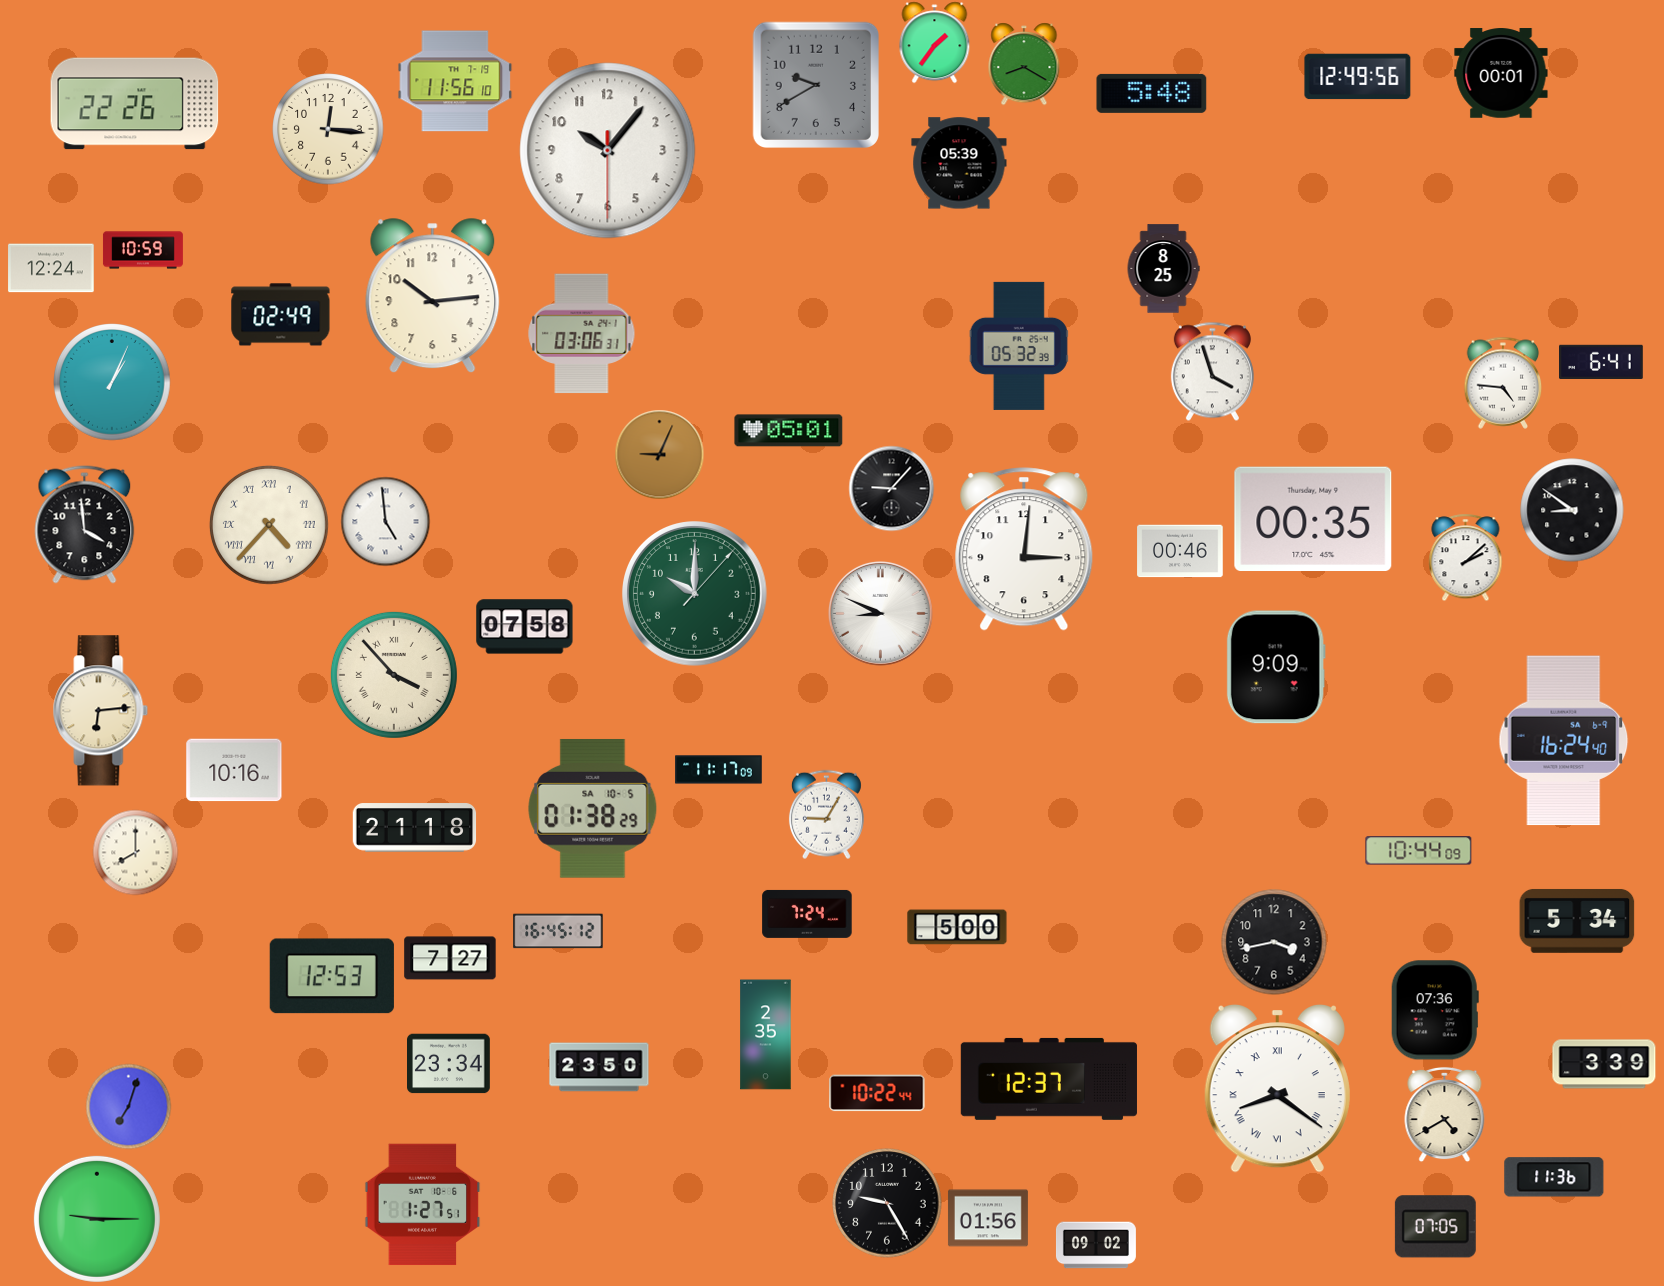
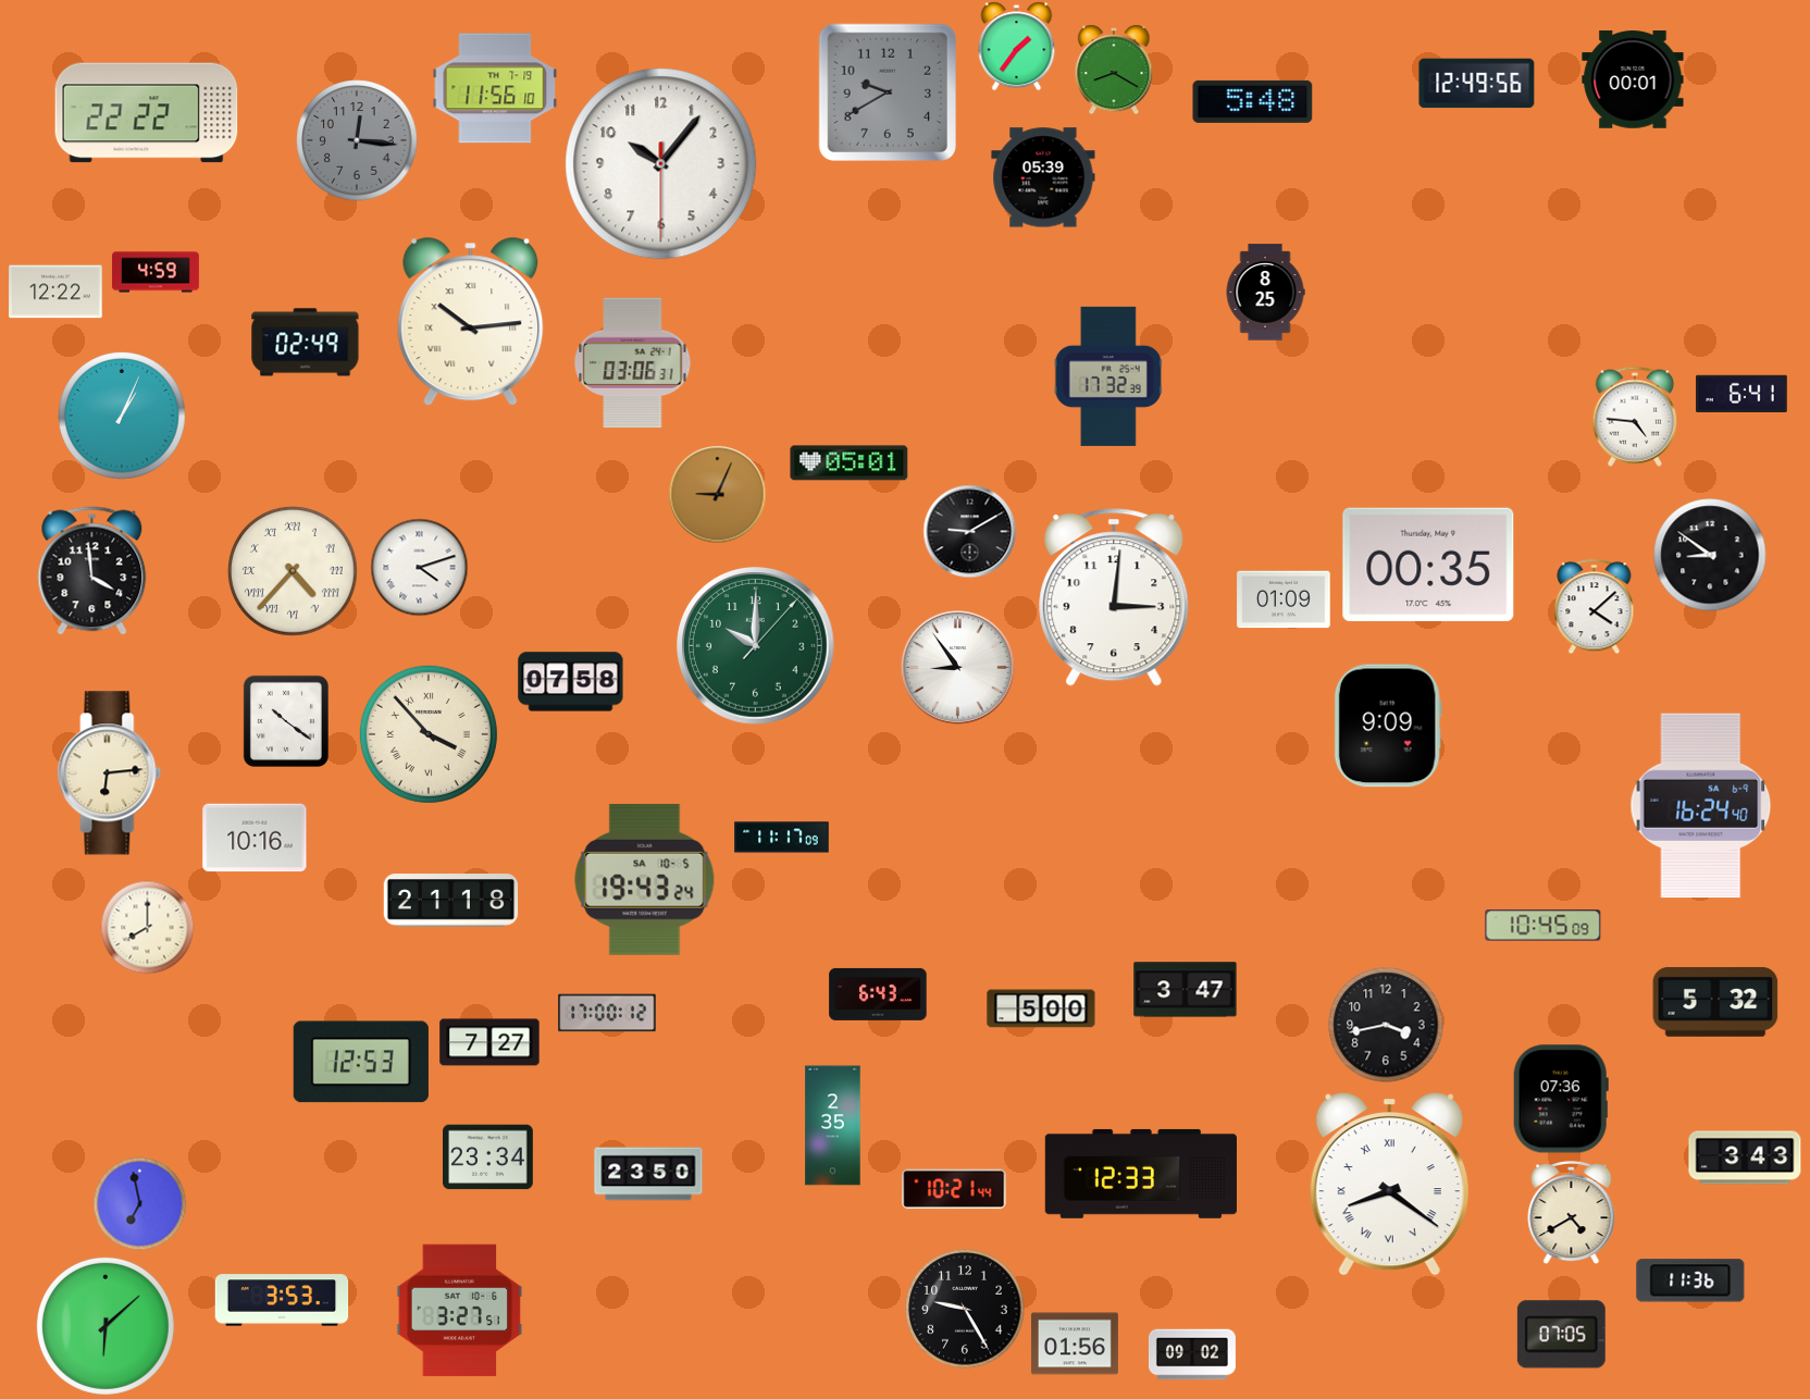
clock at (135, 104): 22:26 -> 22:22
clock at (328, 129) dial: cream -> grey
clock at (143, 250): 10:59 -> 4:59
clock at (51, 268): 12:24 -> 12:22
clock at (433, 296) numerals: Arabic -> Roman
clock at (1019, 346): 05:32 -> 17:32
clock at (1212, 371): 3:57 -> none
clock at (789, 431) position: (789, 431) -> (850, 463)
clock at (891, 488): 9:07 -> 9:10
clock at (385, 521): 4:59 -> 4:12
clock at (1180, 551): 00:46 -> 01:09
clock at (1466, 557): 2:08 -> 4:08
clock at (881, 614): 8:49 -> 8:54
clock at (286, 721): none -> 10:21
clock at (593, 808): 01:38 -> 19:43
clock at (826, 814): 9:05 -> none
clock at (1419, 851): 10:44 -> 10:45
clock at (1186, 990): none -> 3:47
clock at (807, 914): 7:24 -> 6:43
clock at (1577, 921): 5:34 -> 5:32
clock at (558, 931): 16:45 -> 17:00
clock at (1604, 1064): 3:39 -> 3:43
clock at (599, 1067) position: (599, 1067) -> (648, 1174)
clock at (1049, 1079): 12:37 -> 12:33
clock at (877, 1093): 10:22 -> 10:21
clock at (128, 1106): 7:03 -> 6:58
clock at (282, 1300): none -> 3:53
clock at (423, 1205): 1:27 -> 3:27
clock at (988, 1218) position: (988, 1218) -> (1075, 1344)
clock at (97, 1219): 9:15 -> 6:08
